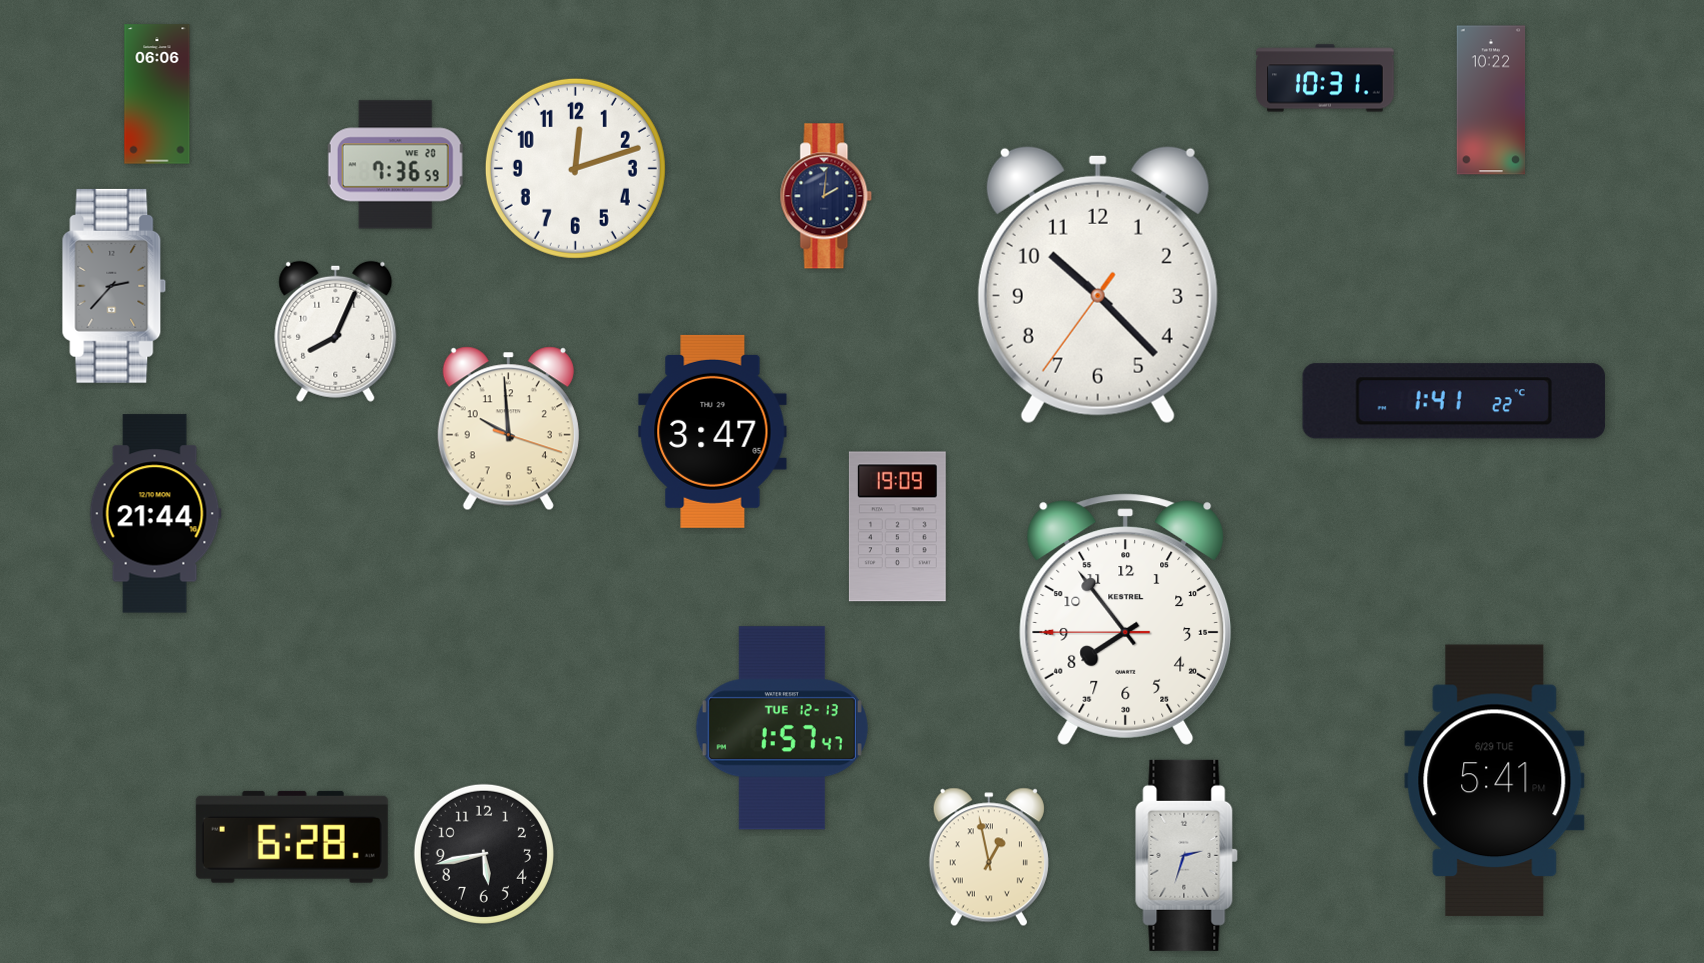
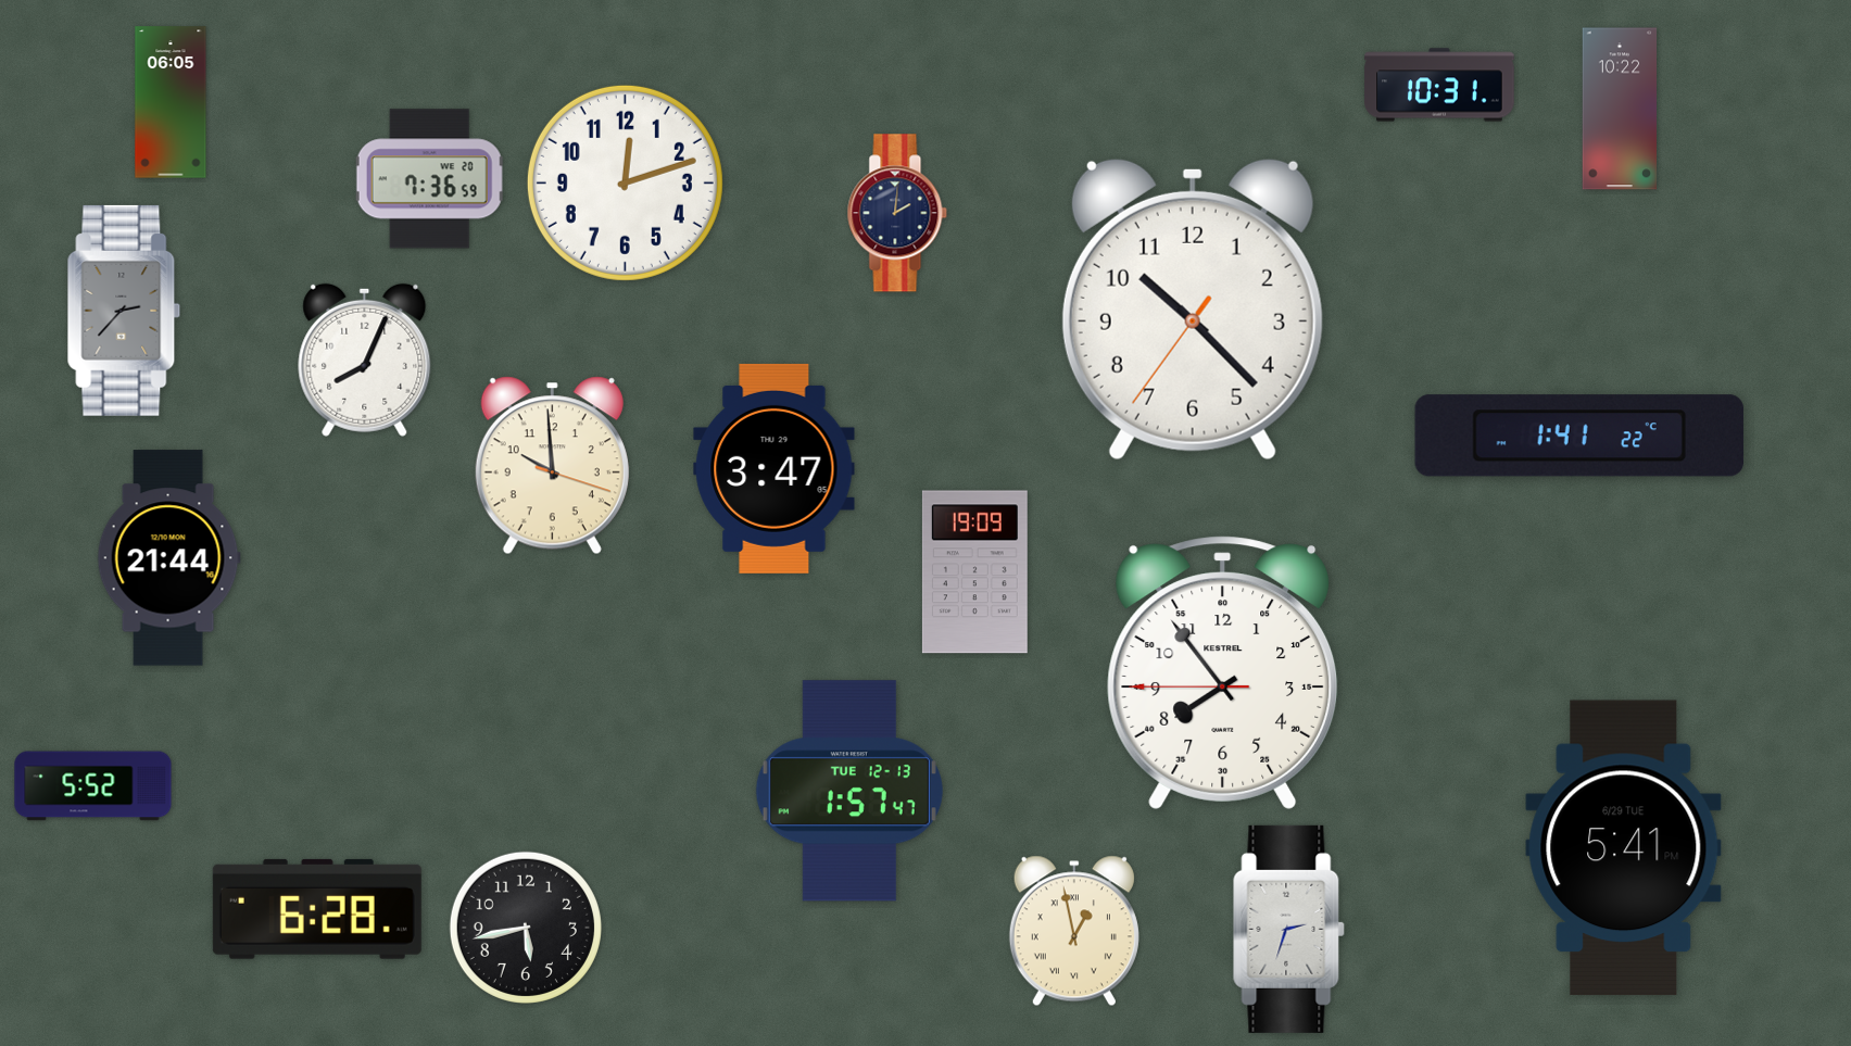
clock at (157, 94): 06:06 -> 06:05
clock at (93, 786): none -> 5:52
